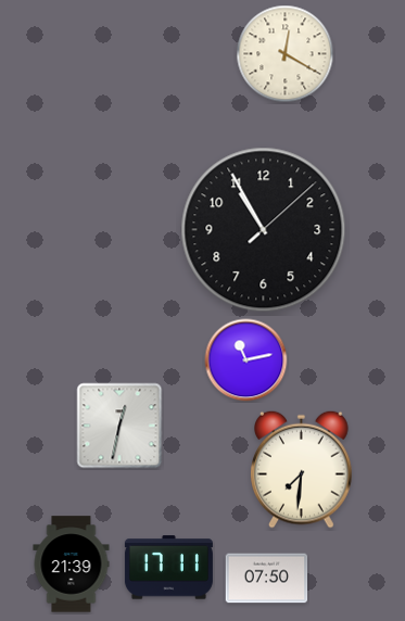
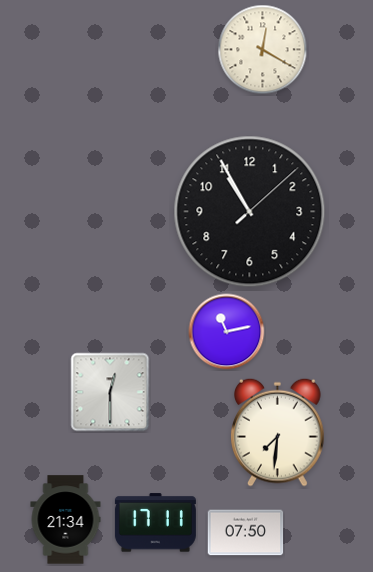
clock at (264, 230) position: (264, 230) -> (250, 212)
clock at (119, 426): 12:32 -> 12:30
clock at (72, 565): 21:39 -> 21:34
